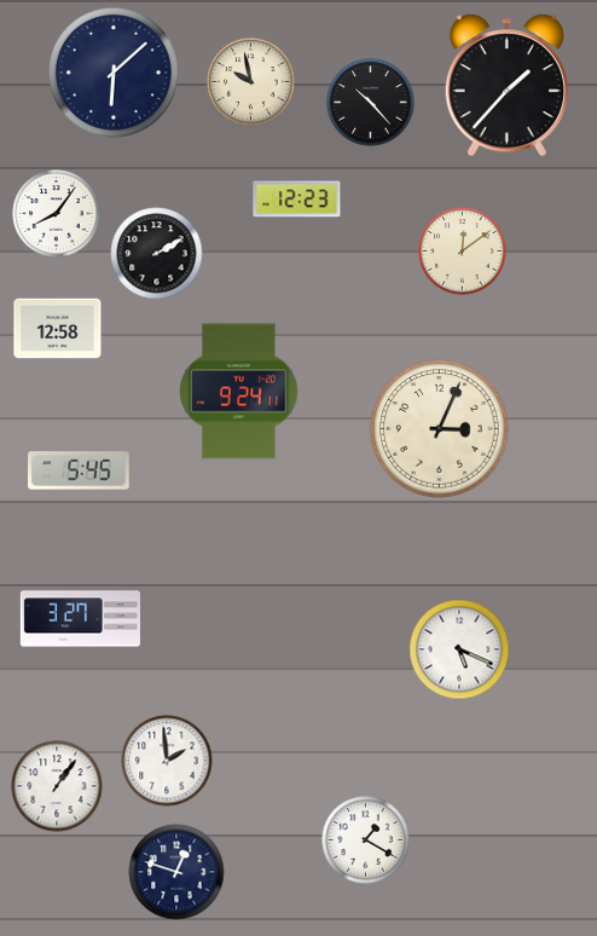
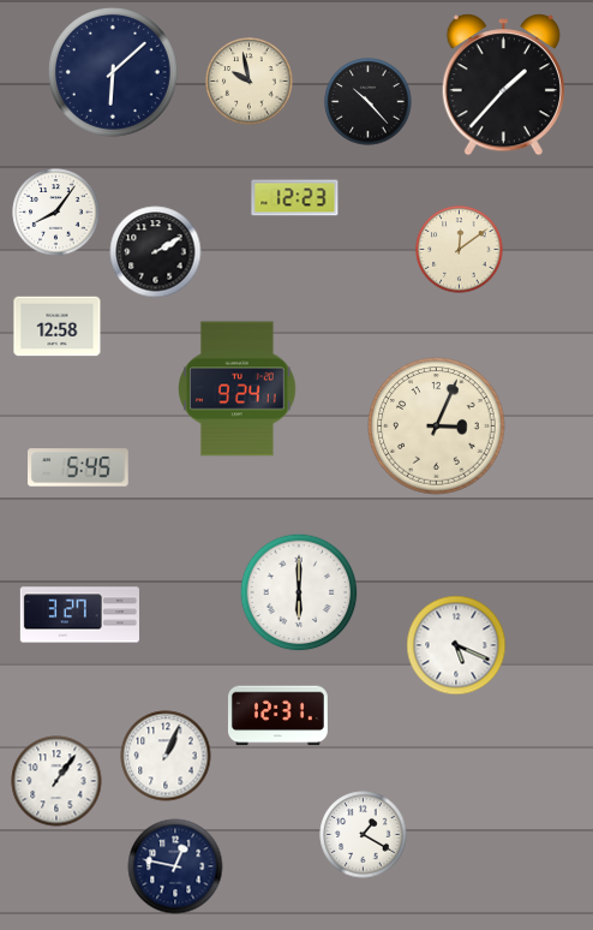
clock at (299, 592): none -> 6:00
clock at (277, 716): none -> 12:31
clock at (167, 761): 1:59 -> 1:04
clock at (176, 872): 12:48 -> 12:47
